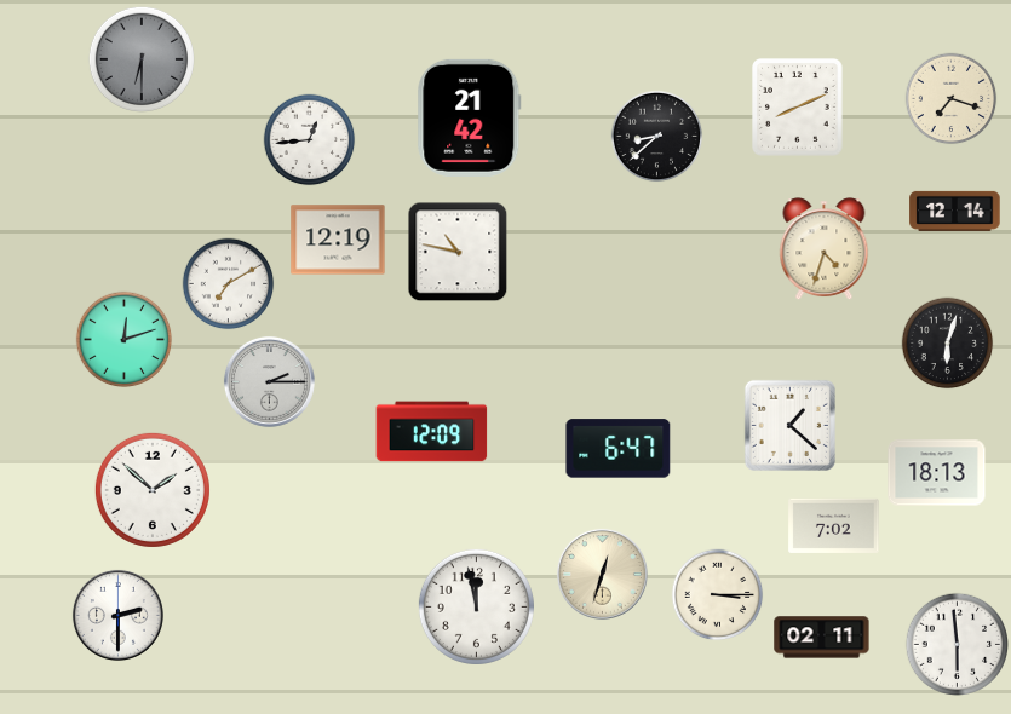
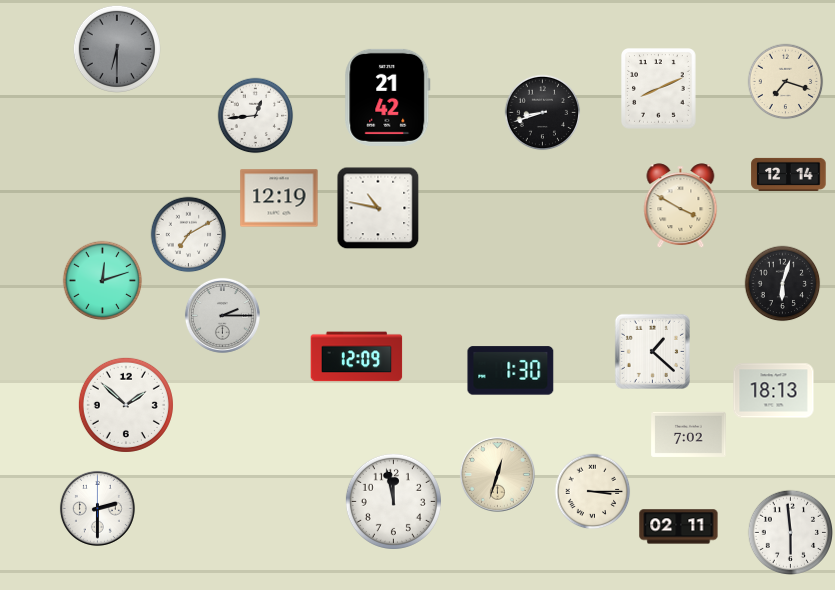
clock at (657, 137): 8:38 -> 8:42
clock at (825, 249): 4:33 -> 3:50
clock at (619, 449): 6:47 -> 1:30
